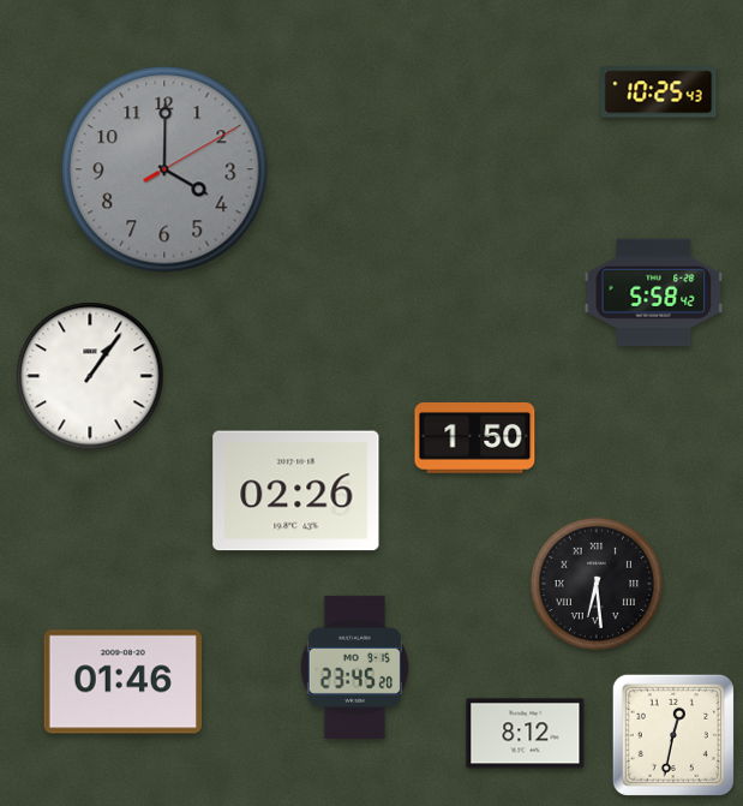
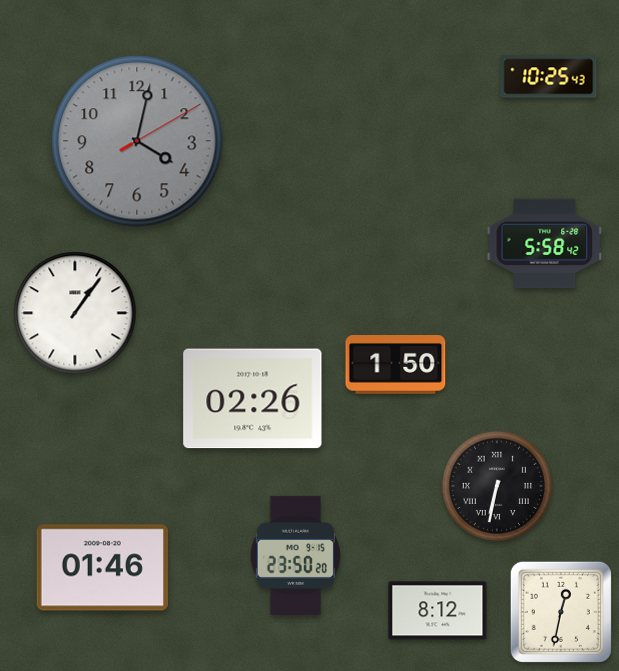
clock at (164, 169): 4:00 -> 4:02
clock at (296, 491) position: (296, 491) -> (253, 399)
clock at (595, 583): 6:29 -> 6:32
clock at (354, 667): 23:45 -> 23:50
